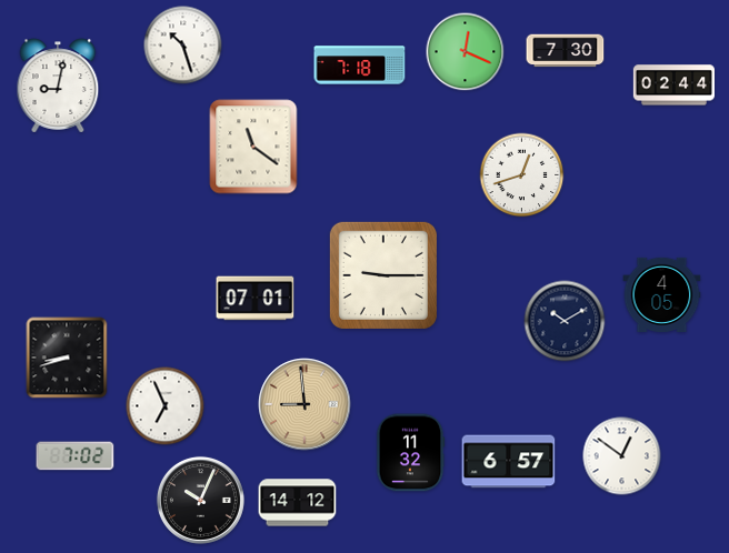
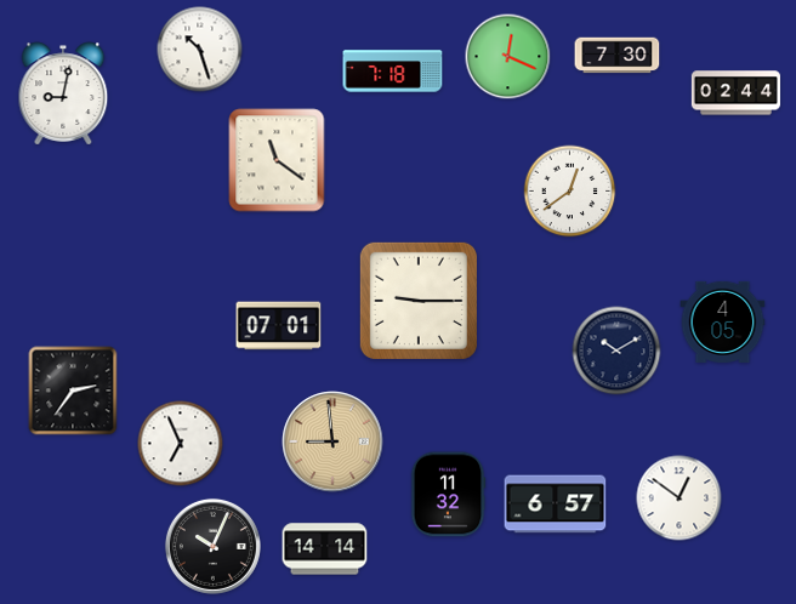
clock at (522, 175): 12:42 -> 12:39
clock at (67, 358): 8:42 -> 2:36
clock at (76, 456): 7:02 -> none
clock at (200, 500) position: (200, 500) -> (212, 546)
clock at (298, 503): 14:12 -> 14:14
